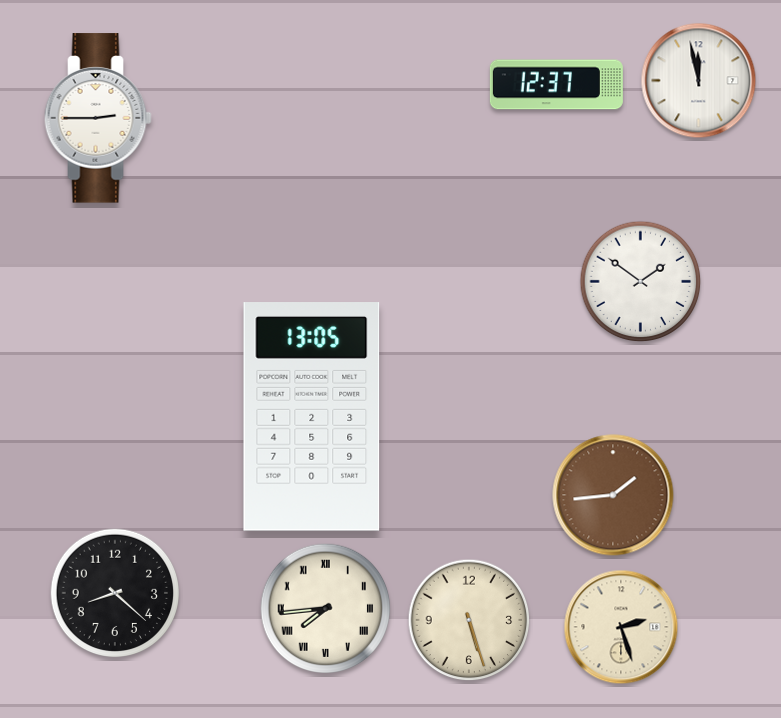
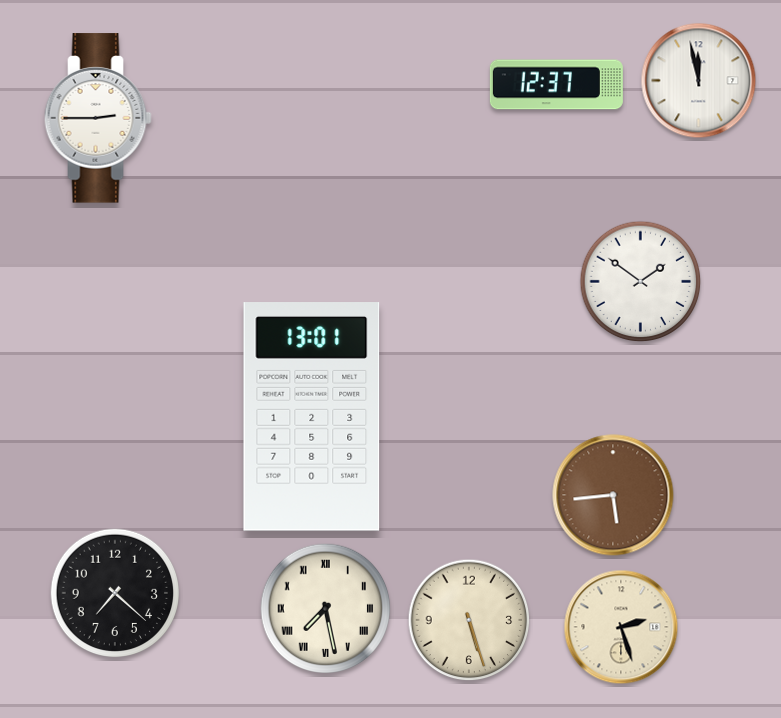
clock at (312, 417): 13:05 -> 13:01
clock at (613, 495): 1:44 -> 5:44
clock at (115, 593): 8:22 -> 7:22
clock at (326, 609): 7:44 -> 7:28
